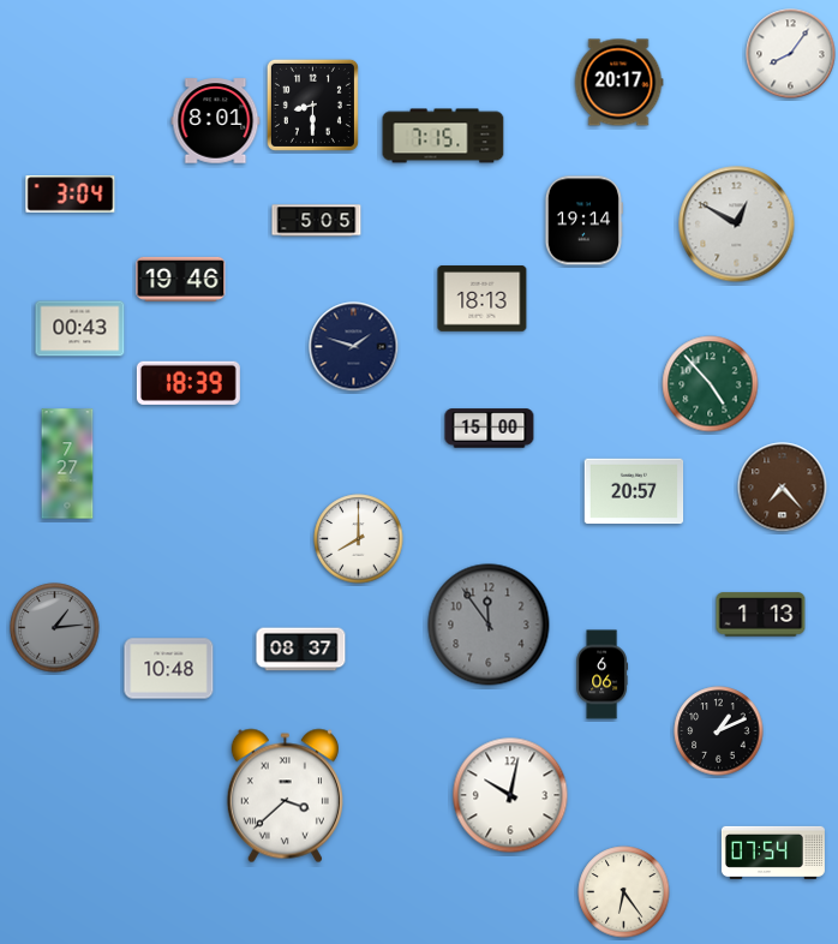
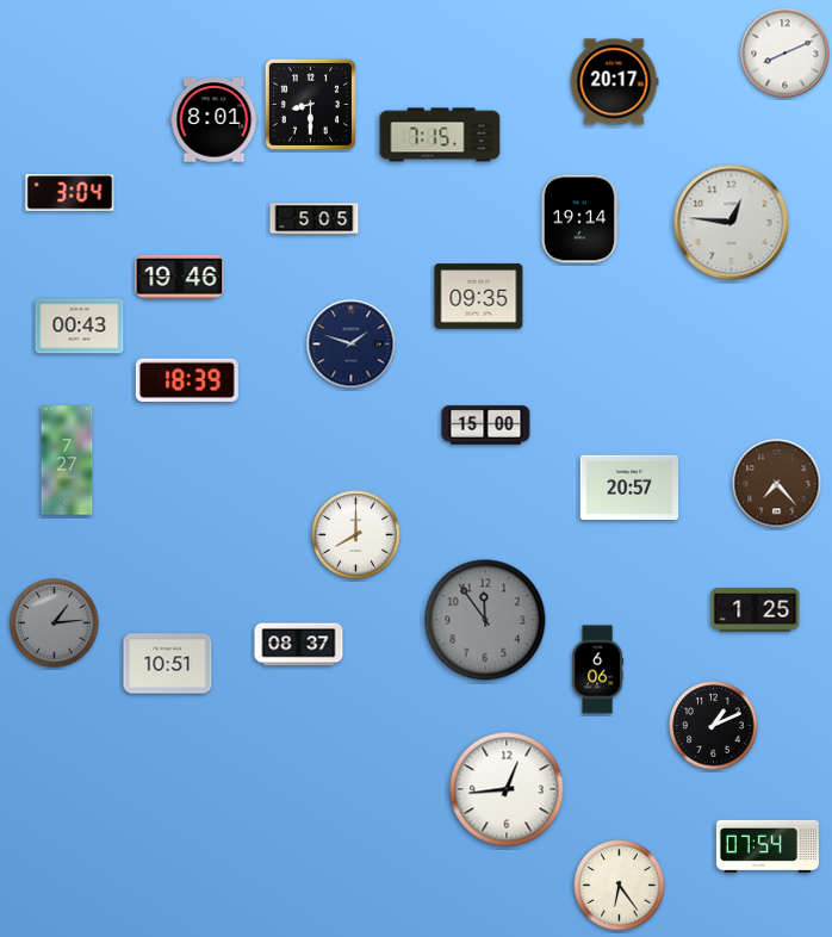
clock at (791, 54): 8:06 -> 8:11
clock at (737, 225): 12:50 -> 12:46
clock at (483, 299): 18:13 -> 09:35
clock at (711, 384): 4:53 -> none
clock at (761, 615): 1:13 -> 1:25
clock at (169, 669): 10:48 -> 10:51
clock at (510, 795): 10:02 -> 12:44
clock at (285, 796): 3:38 -> none
